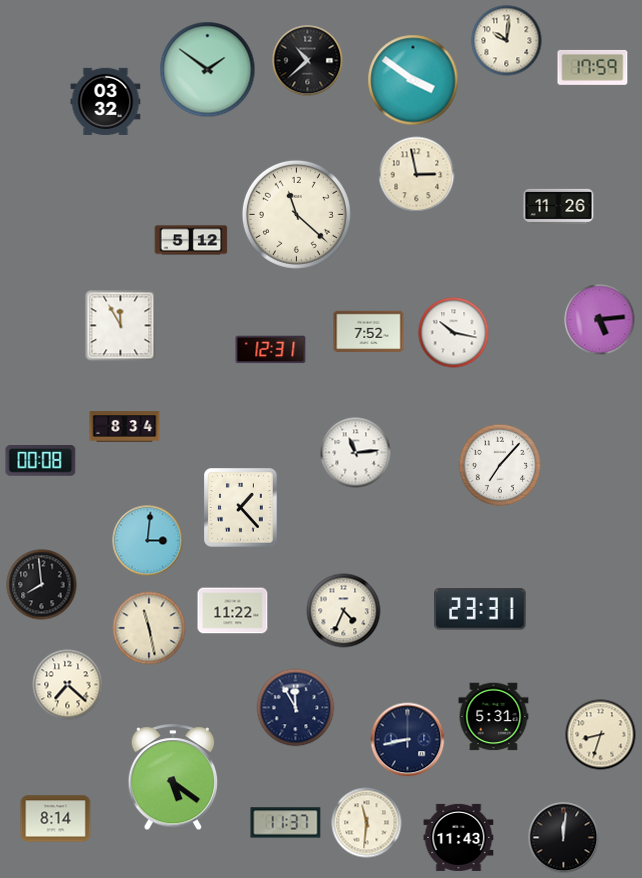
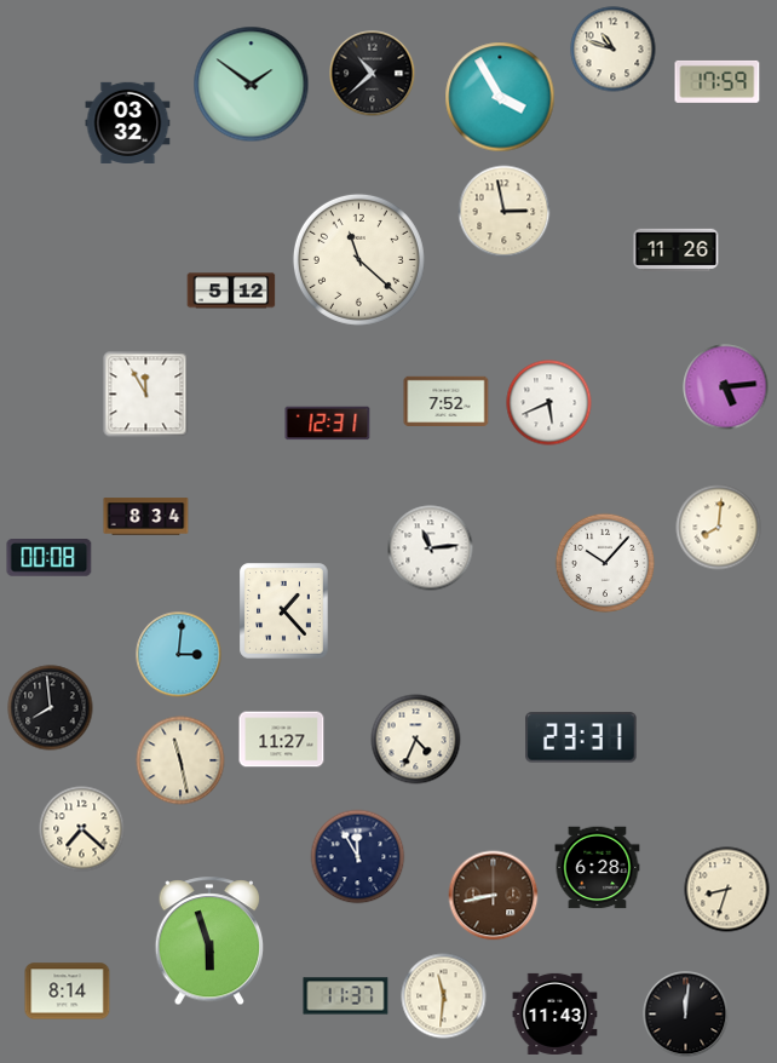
clock at (507, 41): 10:01 -> 10:48
clock at (413, 80): 3:51 -> 3:55
clock at (454, 333): 10:17 -> 5:41
clock at (125, 427) position: (125, 427) -> (146, 517)
clock at (719, 528): none -> 8:01
clock at (500, 465): 7:07 -> 10:07
clock at (241, 508) position: (241, 508) -> (284, 611)
clock at (233, 611): 11:22 -> 11:27
clock at (494, 717): 5:31 -> 6:28
clock at (408, 740) dial: navy -> brown
clock at (173, 778): 5:21 -> 5:57
clock at (564, 838) position: (564, 838) -> (686, 1015)
